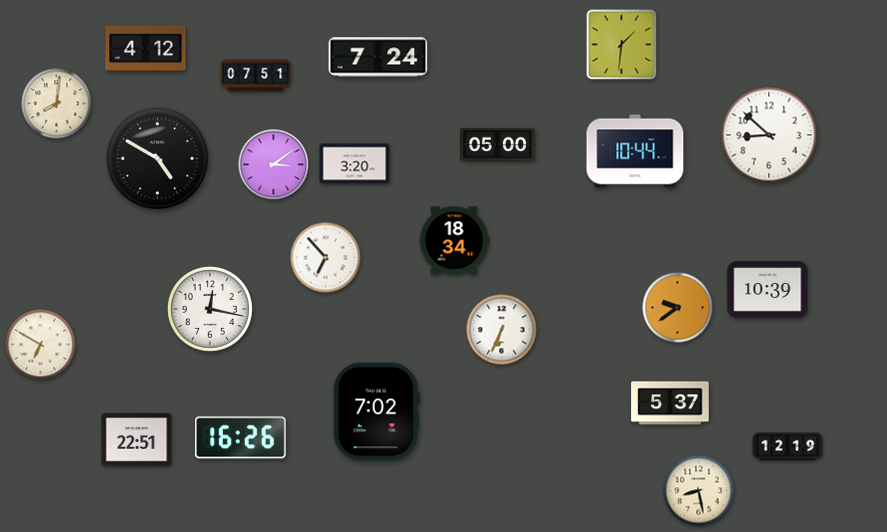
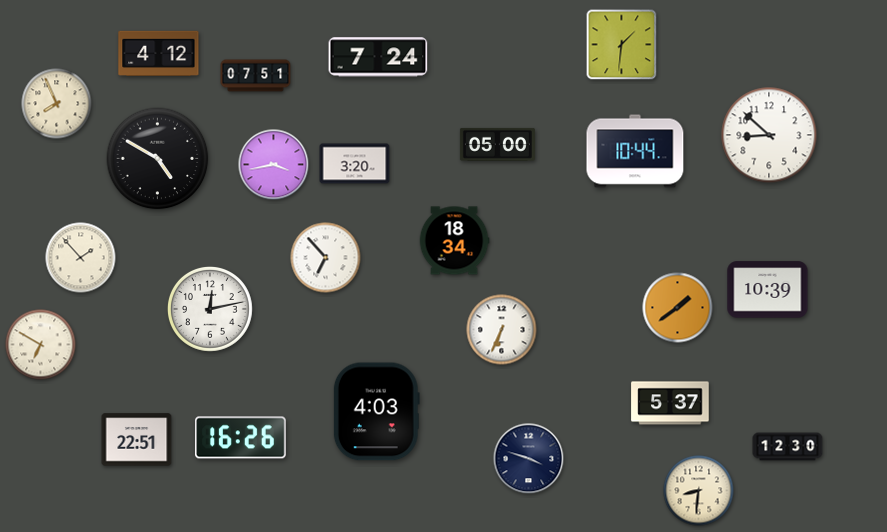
clock at (146, 48) position: (146, 48) -> (159, 53)
clock at (57, 104): 8:01 -> 7:56
clock at (274, 165): 3:09 -> 3:43
clock at (81, 258): none -> 1:53
clock at (678, 308): 9:39 -> 1:39
clock at (210, 309): 12:17 -> 12:13
clock at (376, 412): 7:02 -> 4:03
clock at (788, 447): 12:19 -> 12:30
clock at (529, 459): none -> 3:48
clock at (699, 491): 8:28 -> 8:31
